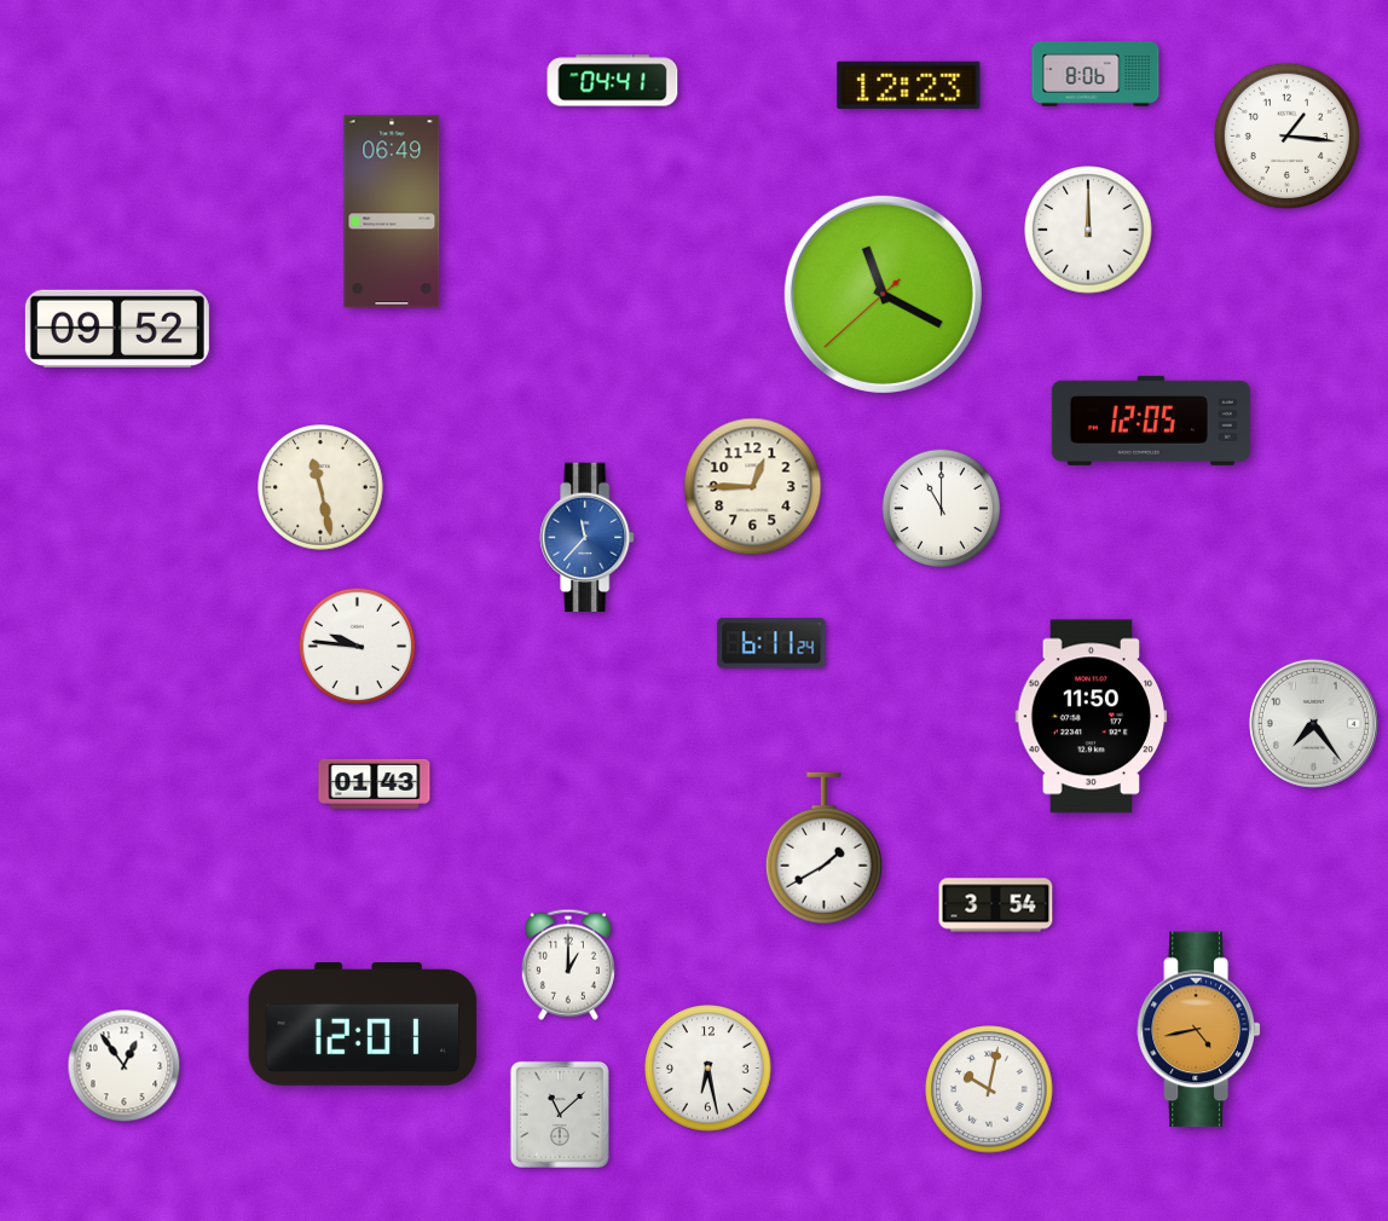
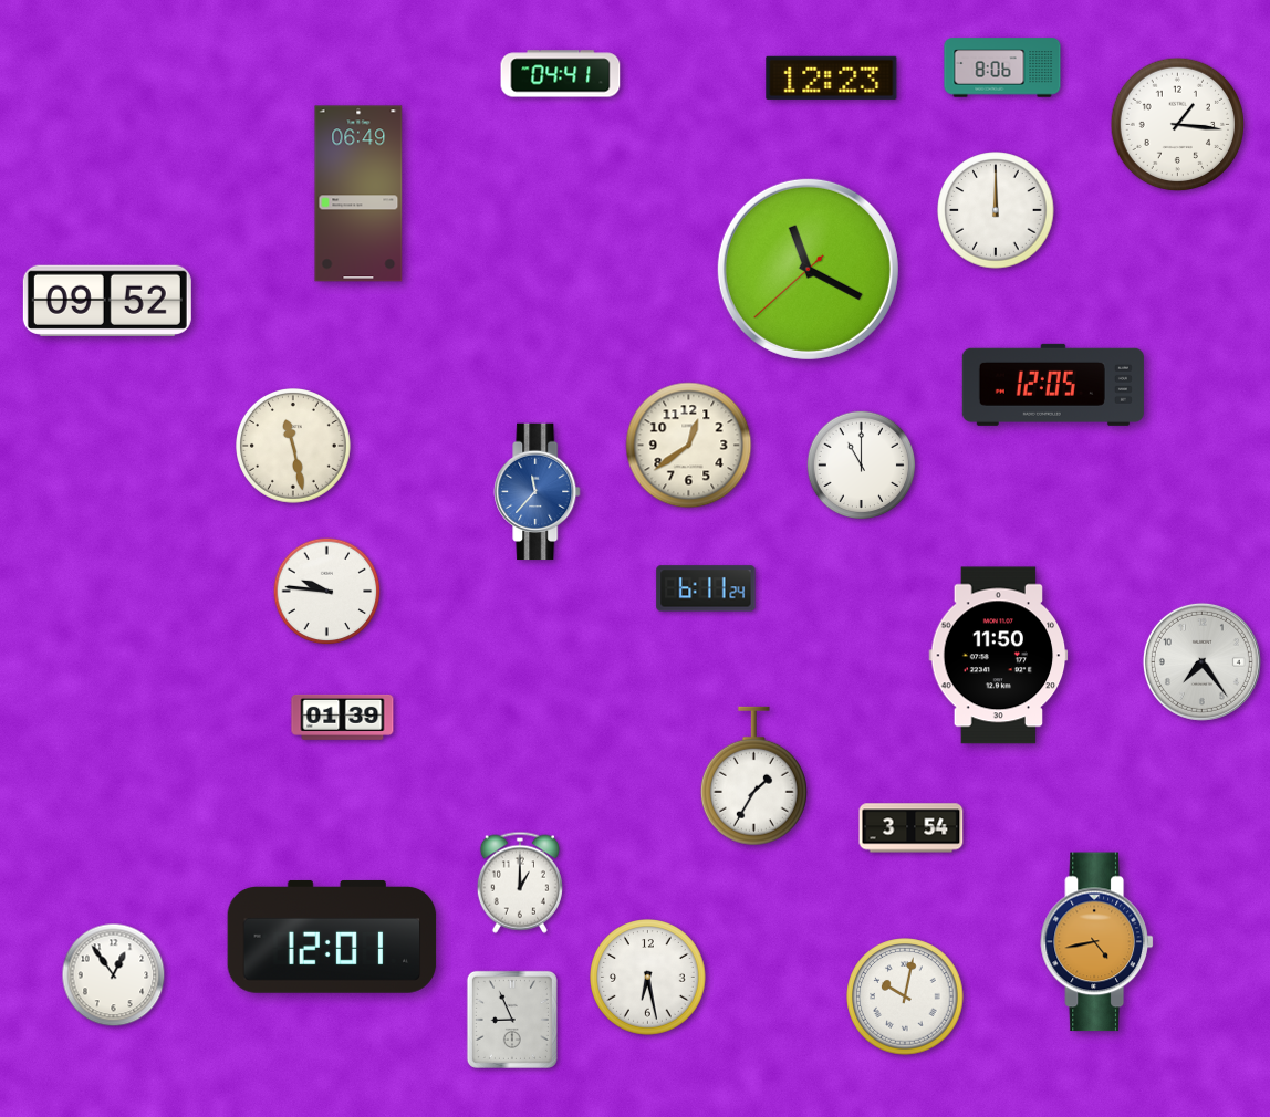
clock at (753, 487): 12:45 -> 12:39
clock at (375, 783): 01:43 -> 01:39
clock at (823, 849): 1:40 -> 1:35
clock at (560, 1115): 11:08 -> 8:56
